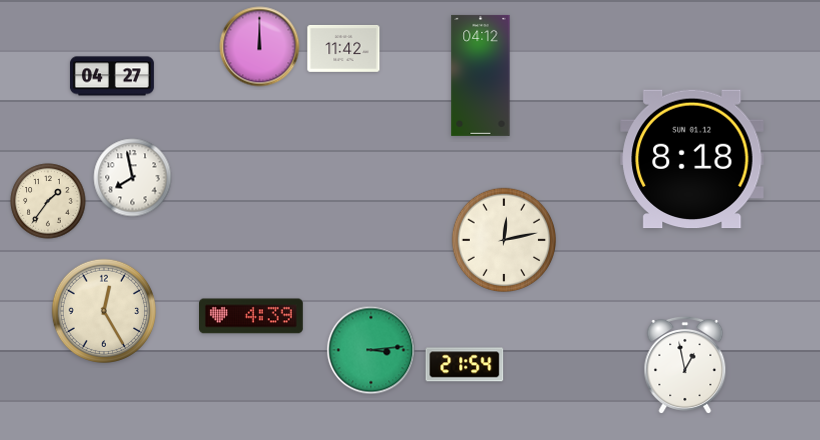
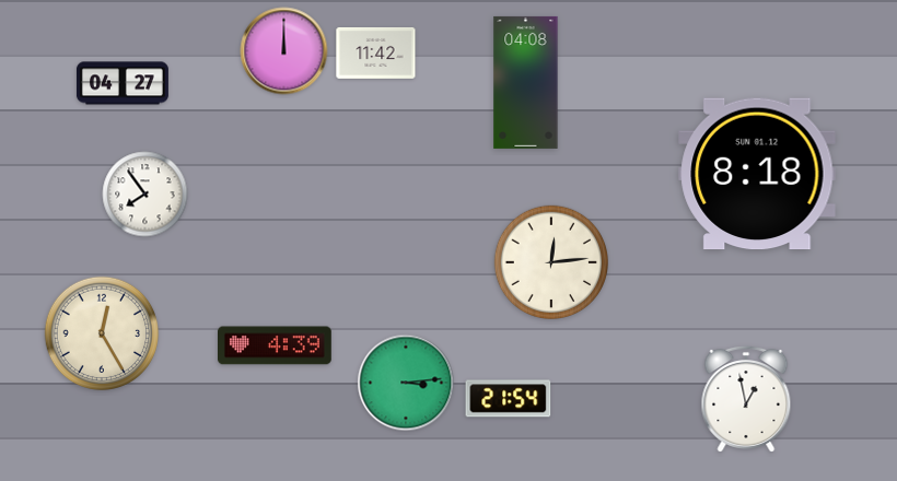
clock at (481, 75): 04:12 -> 04:08
clock at (133, 178): 7:58 -> 7:54
clock at (48, 201): 1:36 -> none
clock at (503, 239): 12:13 -> 12:14
clock at (103, 310) position: (103, 310) -> (101, 332)
clock at (685, 365) position: (685, 365) -> (746, 399)
